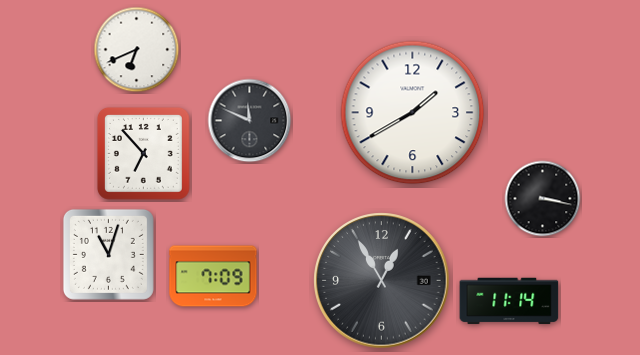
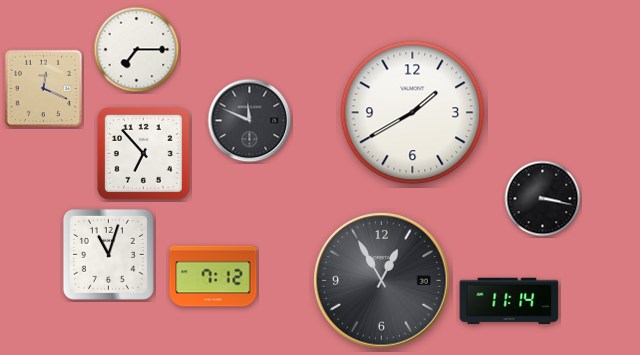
clock at (137, 50): 6:41 -> 7:15
clock at (44, 89): none -> 12:19
clock at (213, 276): 7:09 -> 7:12
